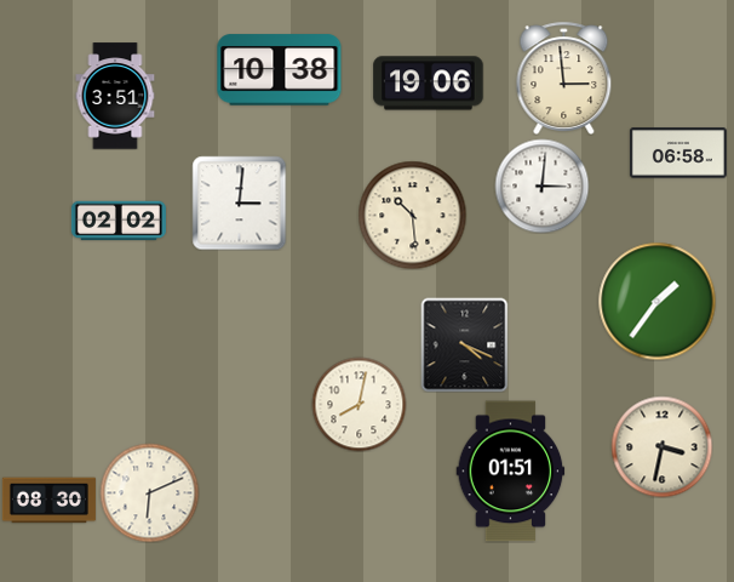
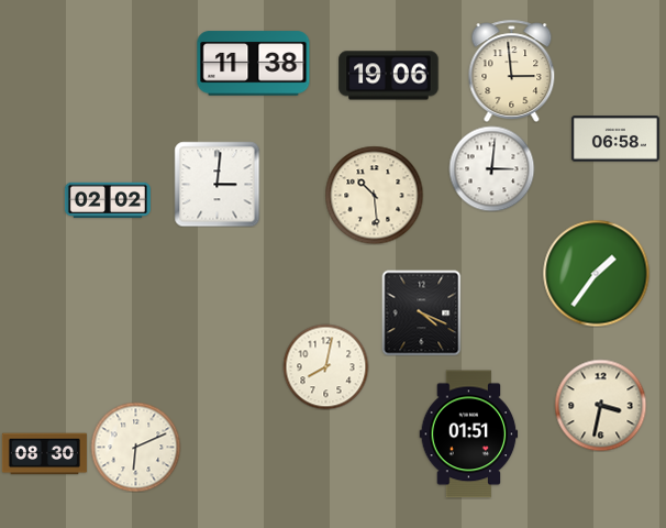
clock at (280, 70): 10:38 -> 11:38
clock at (115, 96): 3:51 -> none
clock at (511, 472) position: (511, 472) -> (469, 435)
